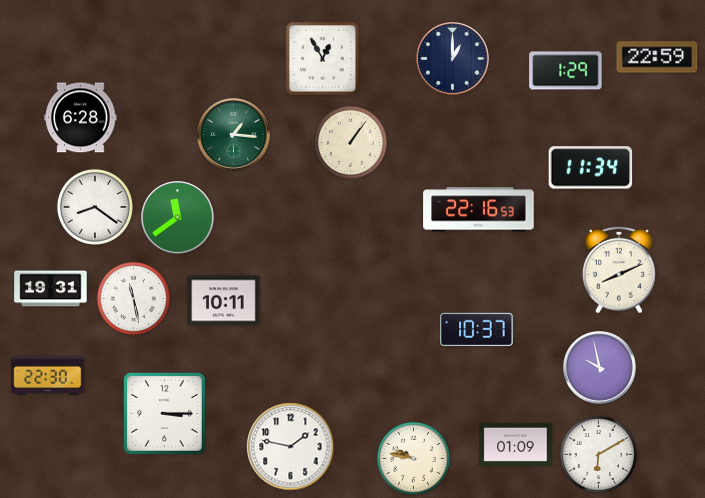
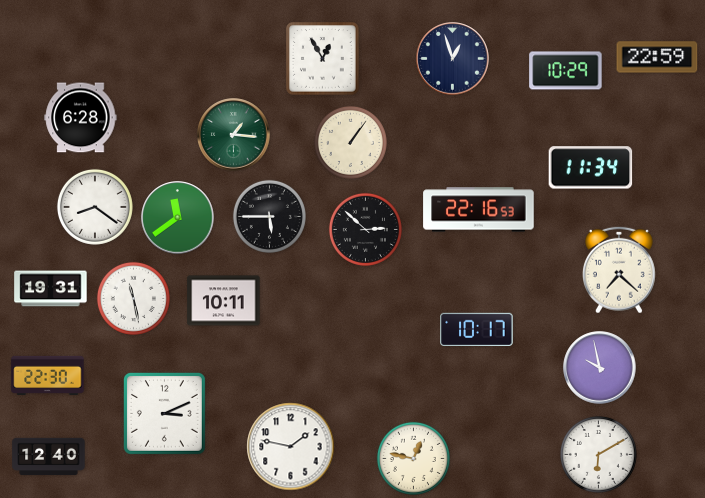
clock at (453, 59): 1:00 -> 12:57
clock at (566, 71): 1:29 -> 10:29
clock at (269, 216): none -> 5:45
clock at (365, 229): none -> 2:52
clock at (620, 270): 8:11 -> 7:22
clock at (477, 329): 10:37 -> 10:17
clock at (164, 413): 3:15 -> 3:11
clock at (516, 444): 01:09 -> none
clock at (49, 457): none -> 12:40
clock at (413, 458): 9:47 -> 12:47
